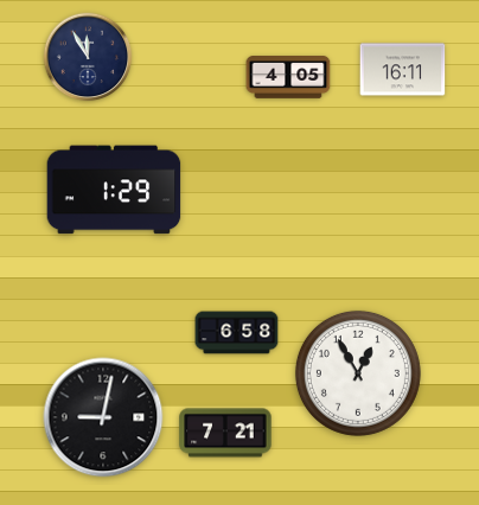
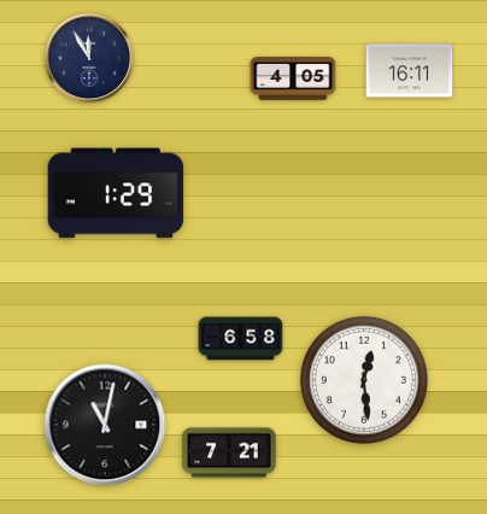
clock at (358, 373): 12:55 -> 12:29
clock at (103, 417): 9:02 -> 11:02
clock at (225, 433) position: (225, 433) -> (229, 452)
